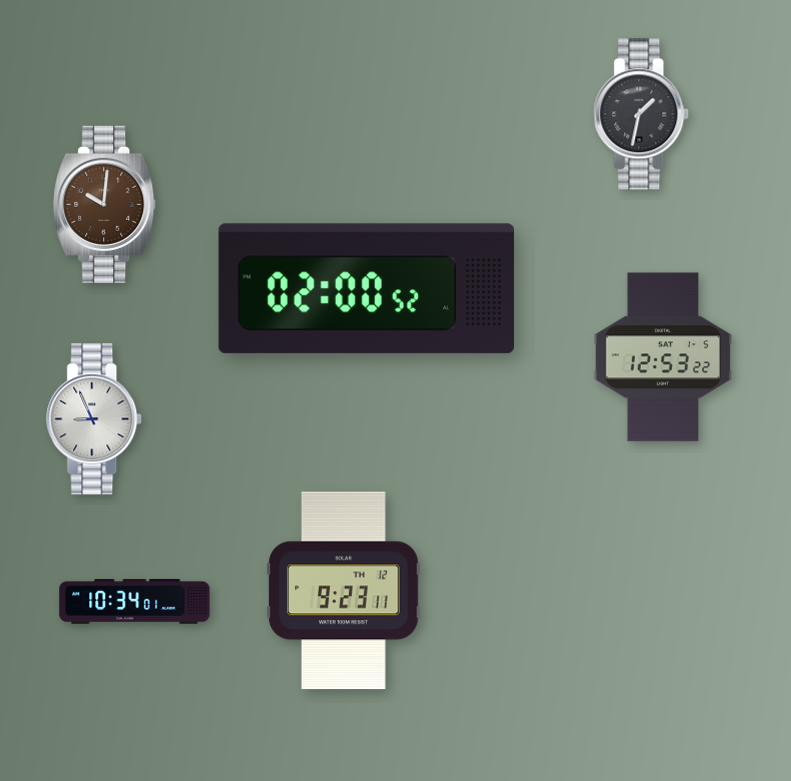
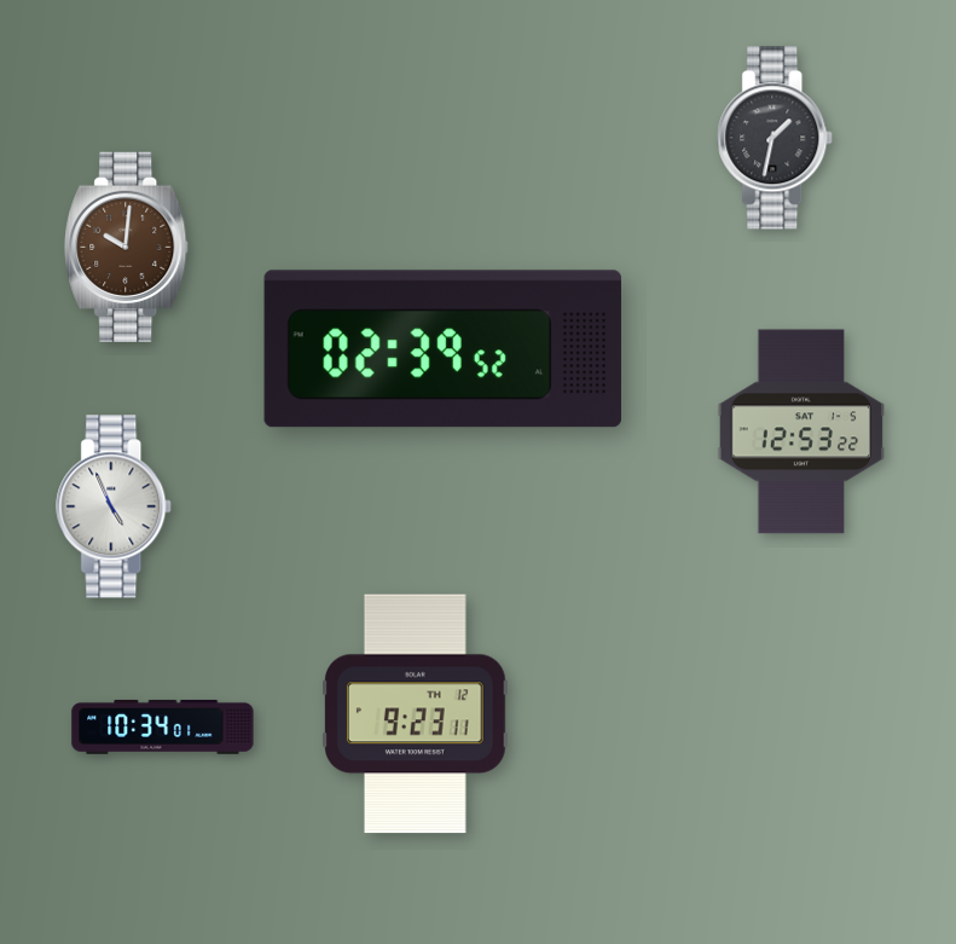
clock at (366, 289): 02:00 -> 02:39
clock at (95, 419): 8:56 -> 4:56
